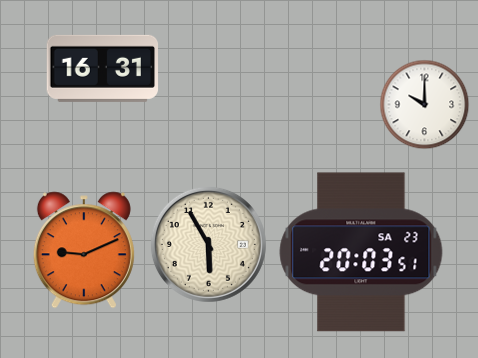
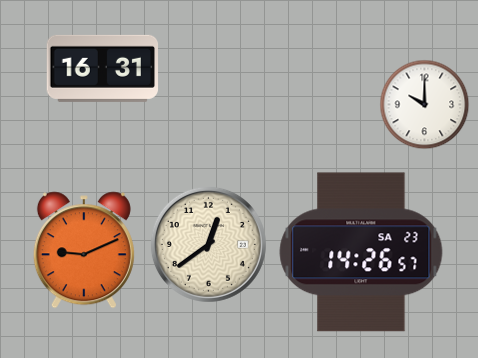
clock at (208, 244): 5:55 -> 12:39
clock at (361, 252): 20:03 -> 14:26
